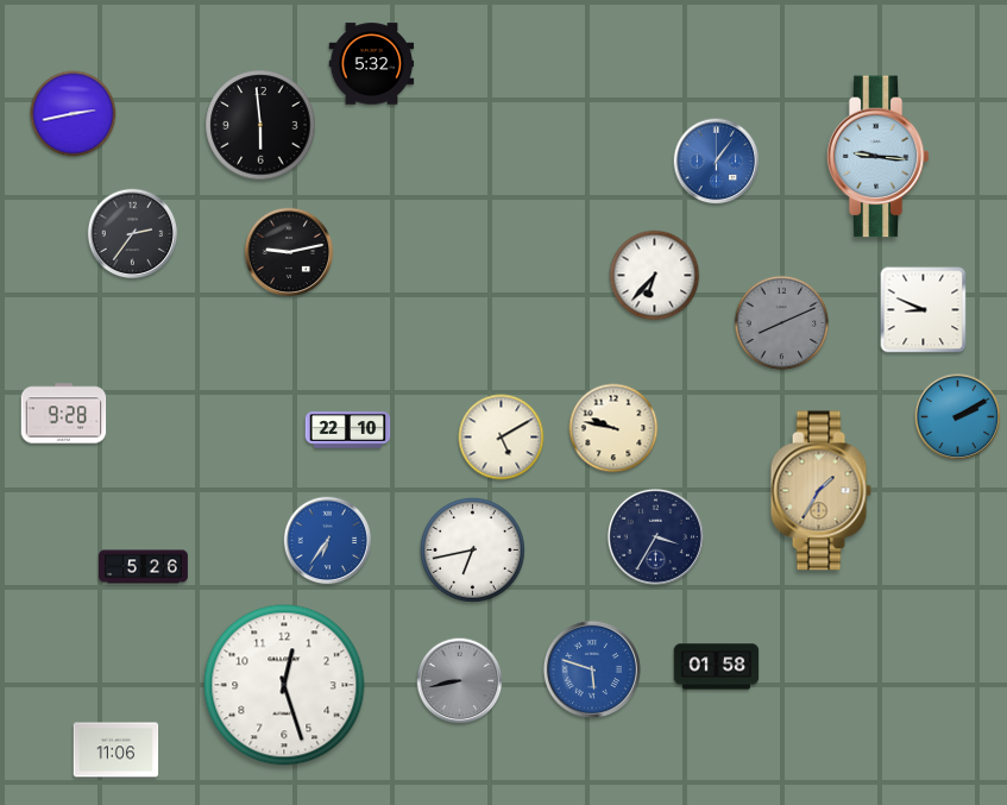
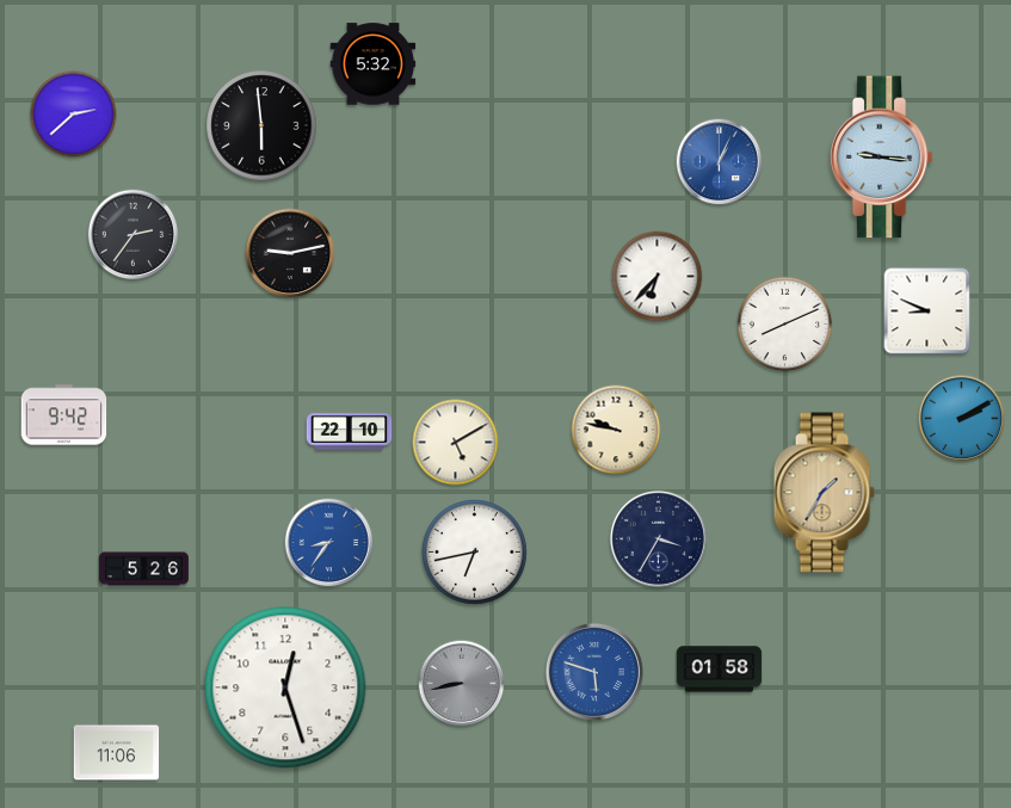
clock at (74, 114): 2:43 -> 2:38
clock at (717, 162): 1:06 -> 1:04
clock at (782, 323) dial: grey -> white
clock at (64, 414): 9:28 -> 9:42
clock at (502, 438) position: (502, 438) -> (456, 443)
clock at (328, 541): 6:36 -> 8:36
